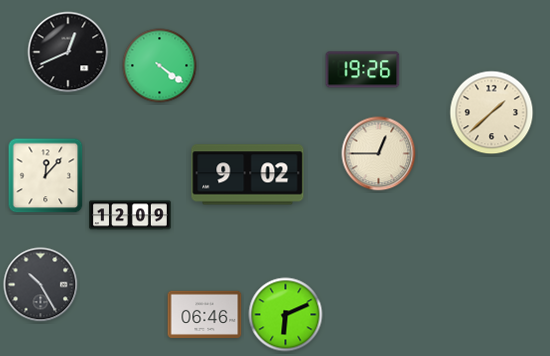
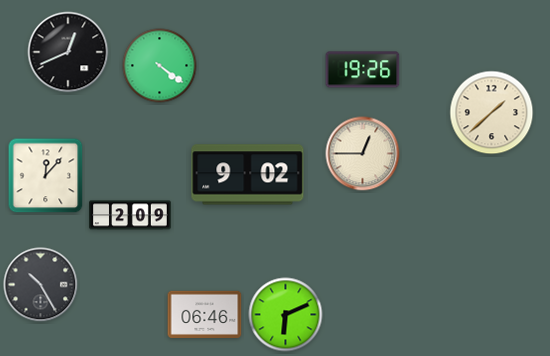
clock at (379, 154) position: (379, 154) -> (363, 154)
clock at (130, 215): 12:09 -> 2:09
